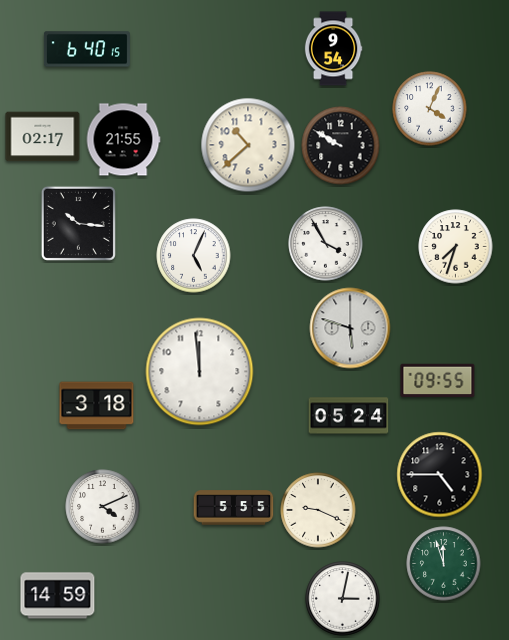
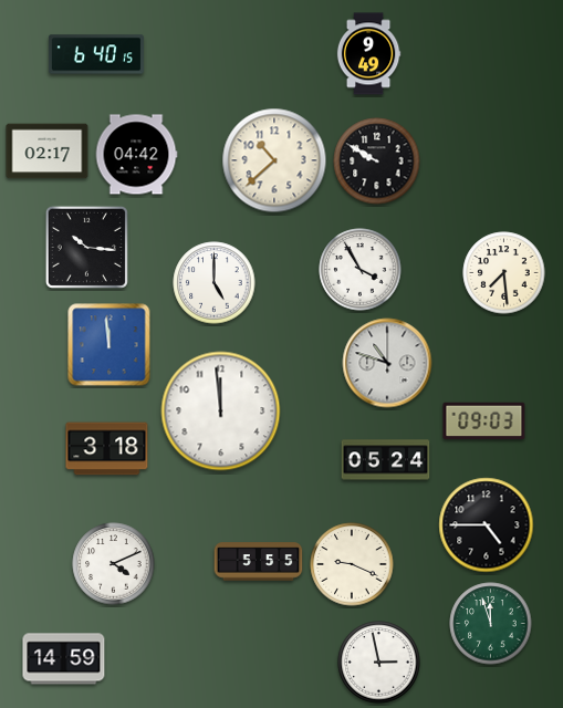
clock at (333, 49): 9:54 -> 9:49
clock at (430, 109): 4:04 -> none
clock at (123, 140): 21:55 -> 04:42
clock at (456, 247): 7:33 -> 7:29
clock at (194, 256): 5:04 -> 5:00
clock at (110, 345): none -> 11:59
clock at (350, 328): 5:48 -> 10:48
clock at (438, 381): 09:55 -> 09:03
clock at (103, 507) position: (103, 507) -> (114, 564)
clock at (343, 599): 3:02 -> 2:58
